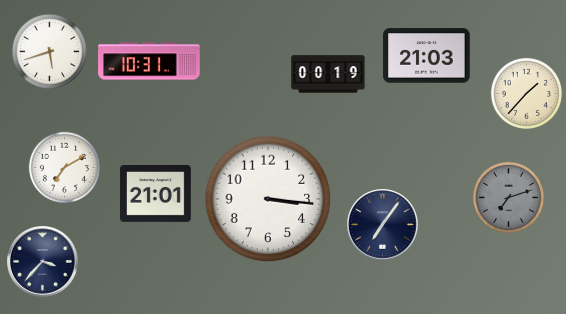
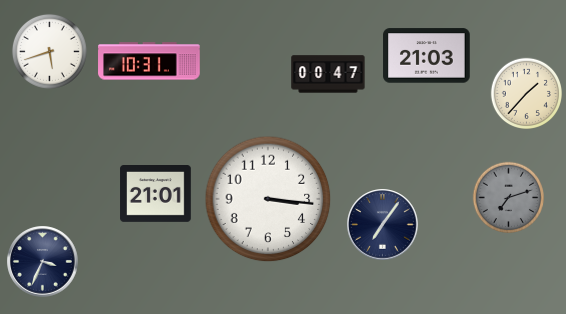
clock at (328, 74): 00:19 -> 00:47
clock at (64, 167): 7:10 -> none
clock at (43, 262): 3:37 -> 3:34
